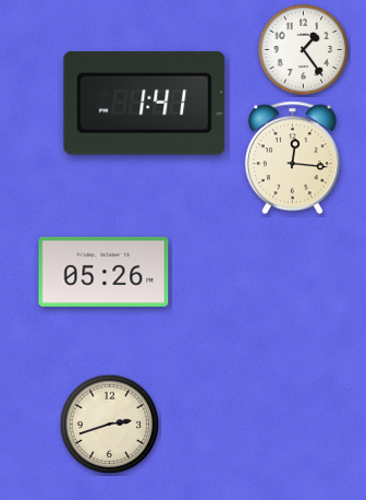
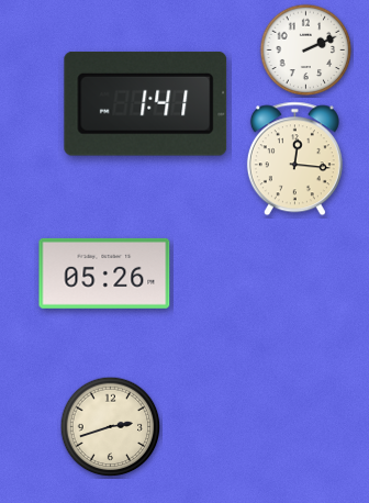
clock at (304, 50): 1:24 -> 2:11
